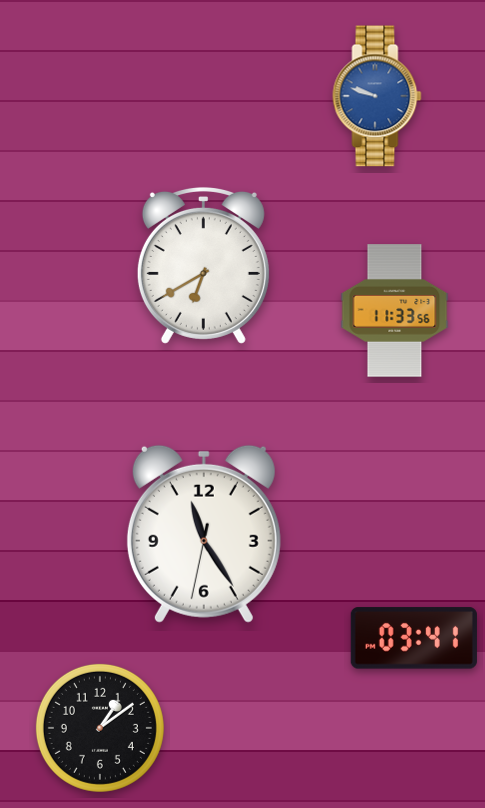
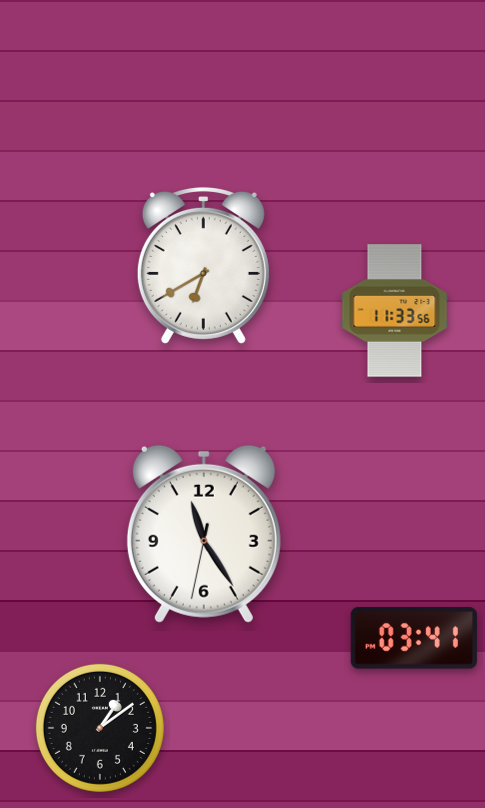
clock at (377, 96): 9:48 -> none
